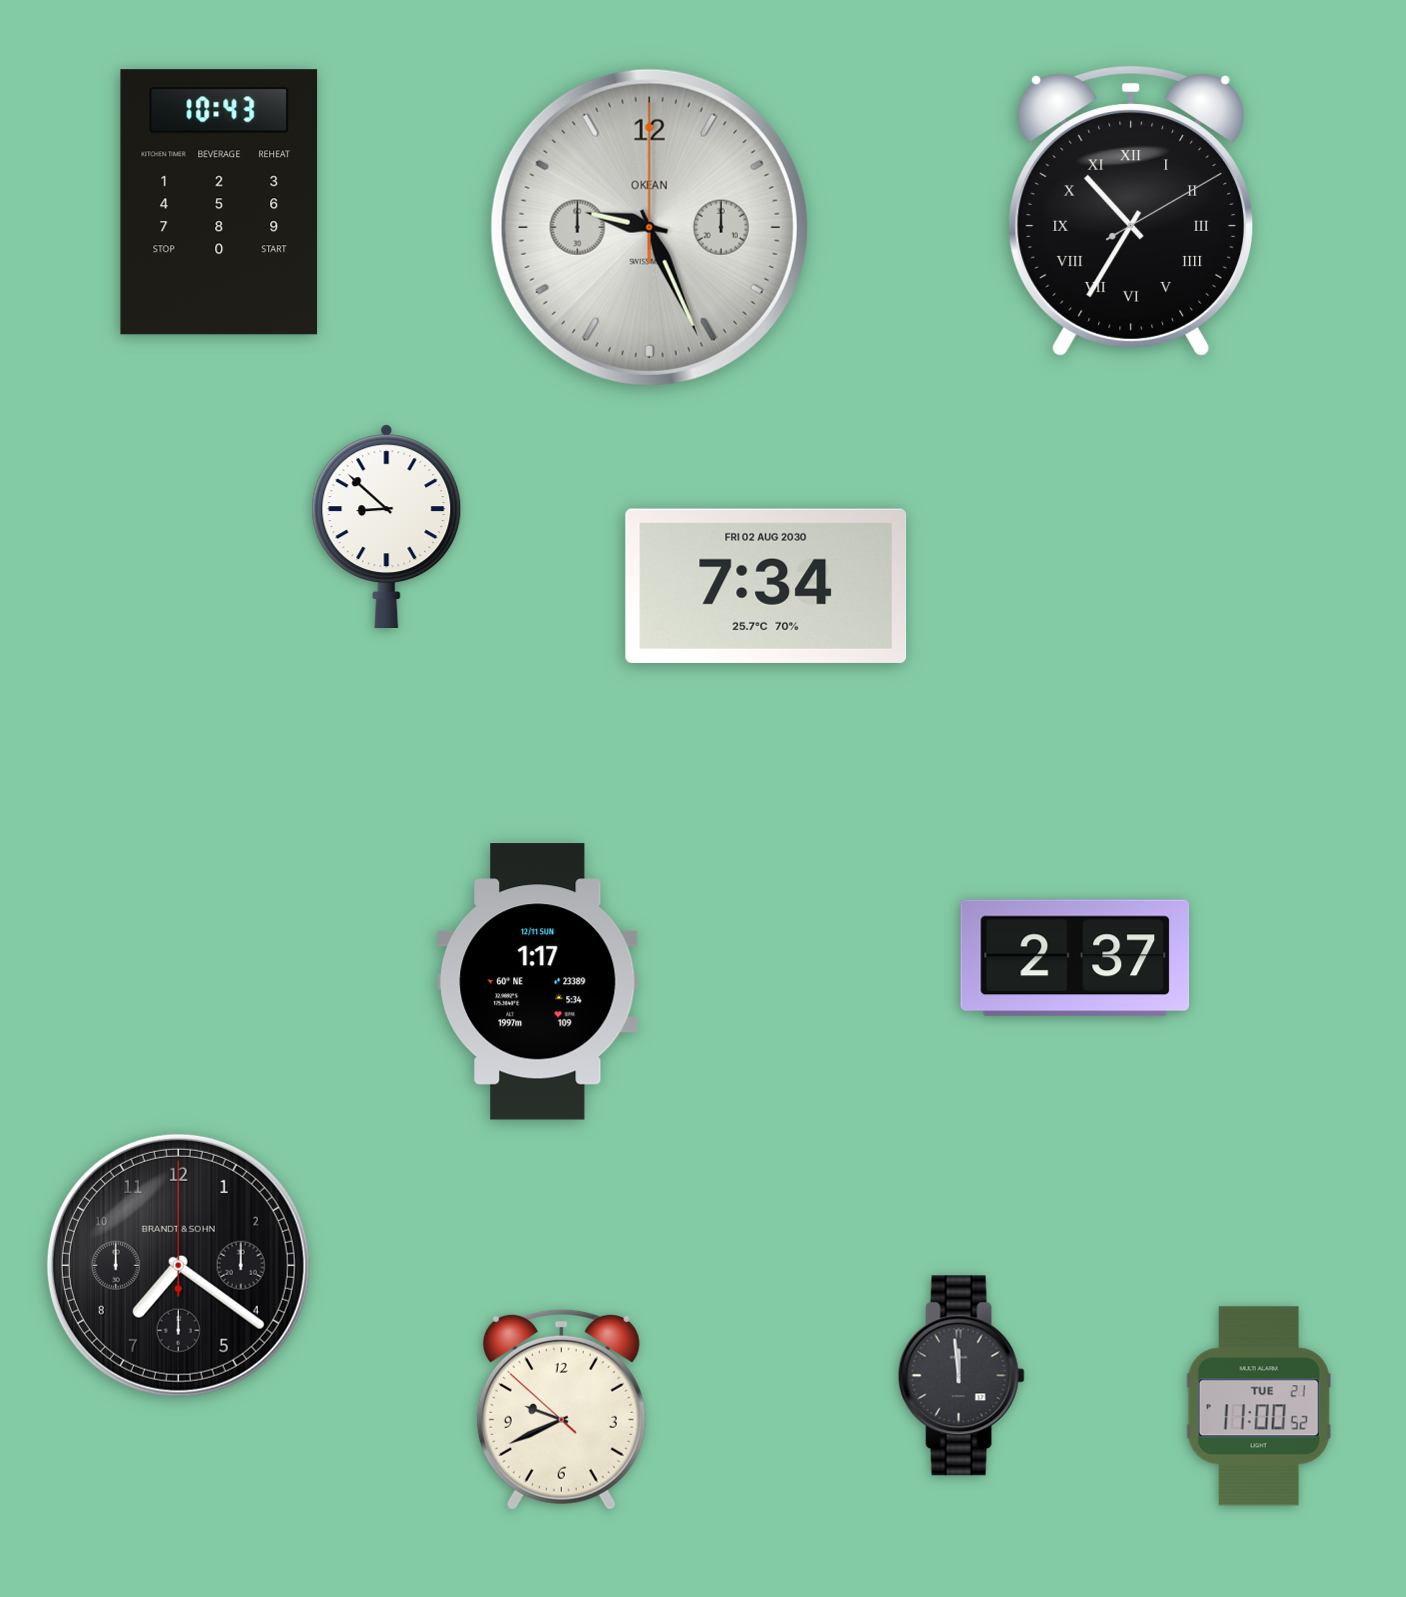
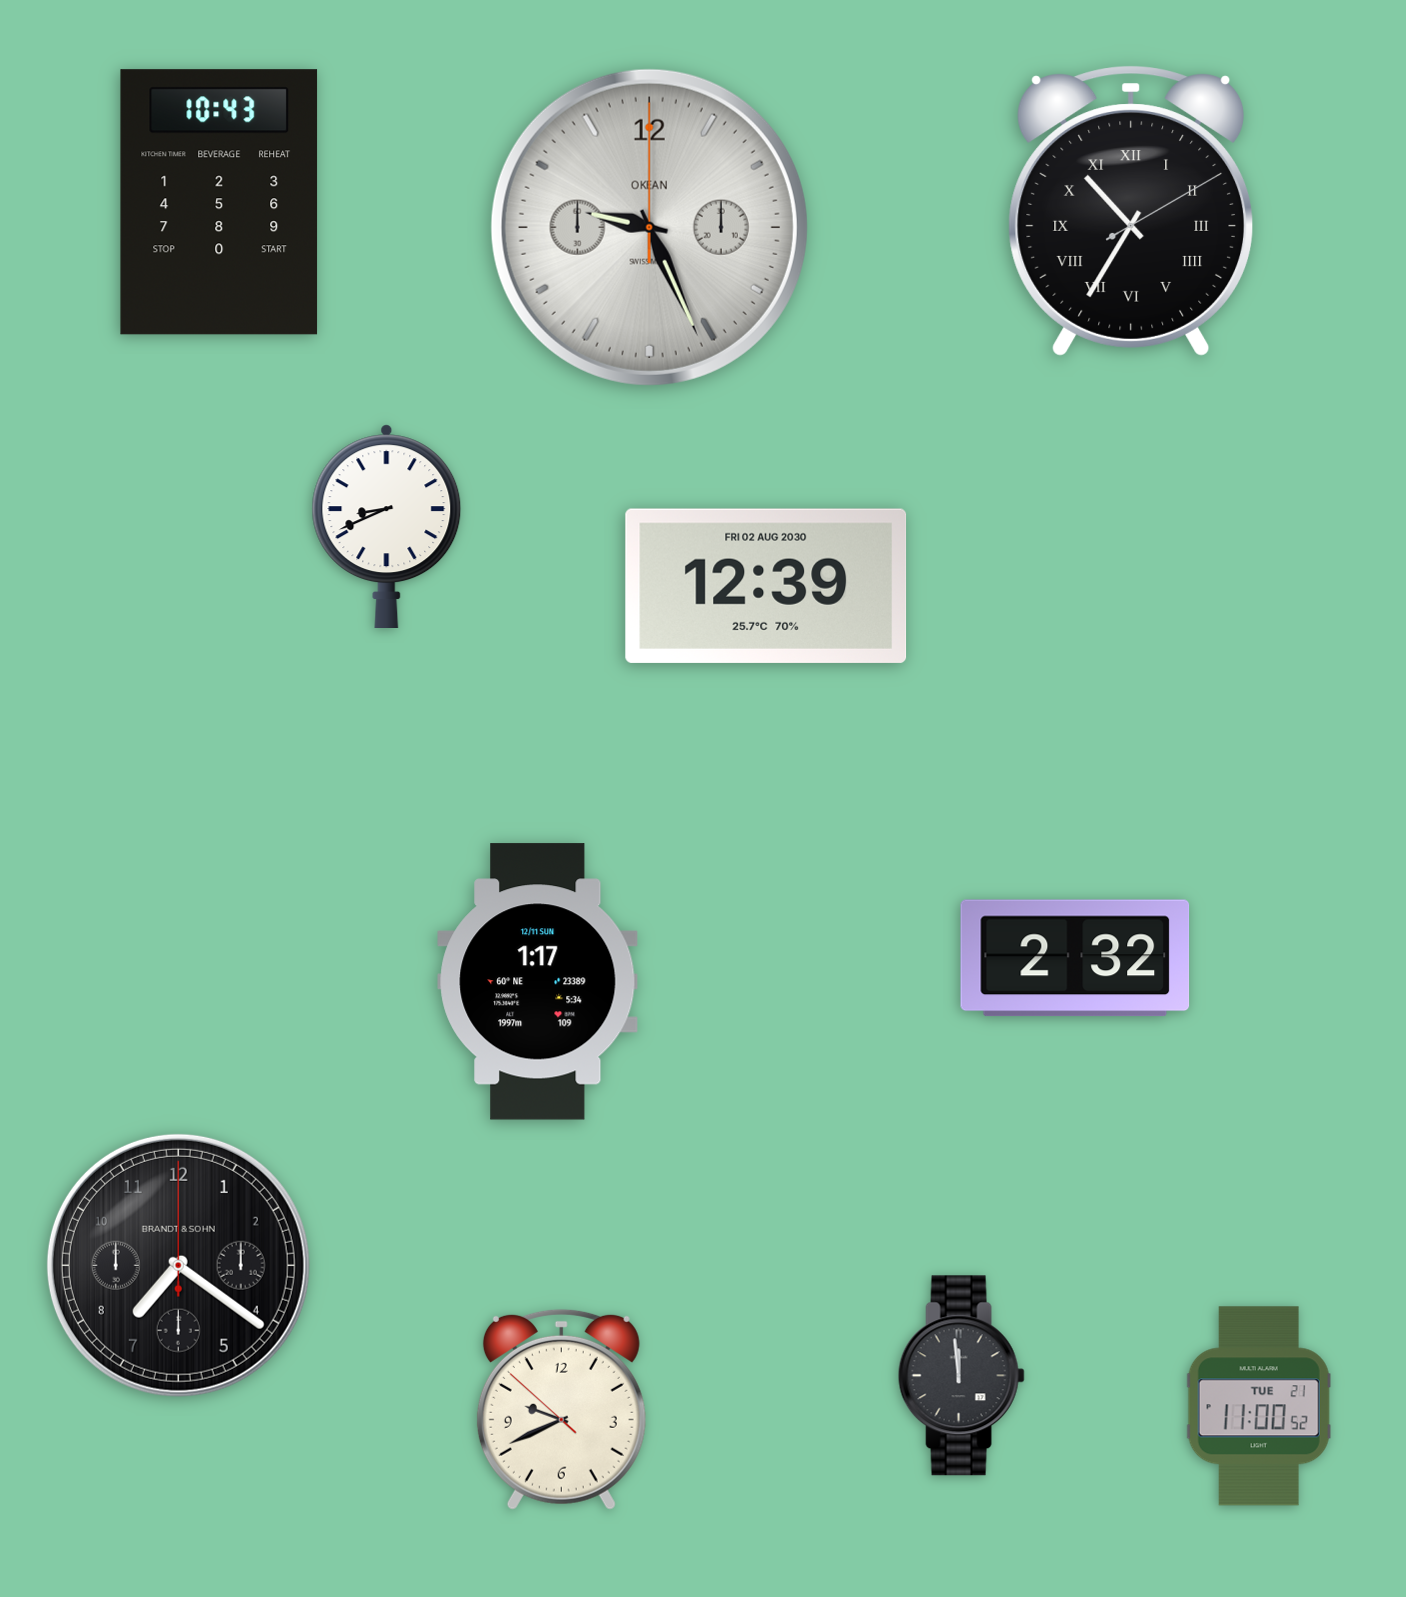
clock at (387, 526): 8:52 -> 8:41
clock at (766, 586): 7:34 -> 12:39
clock at (1075, 958): 2:37 -> 2:32
